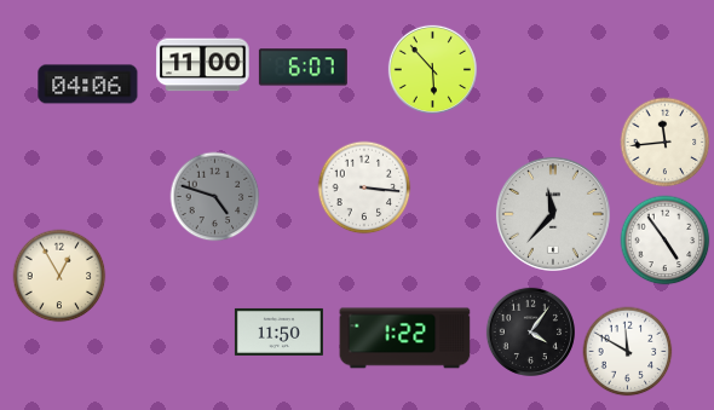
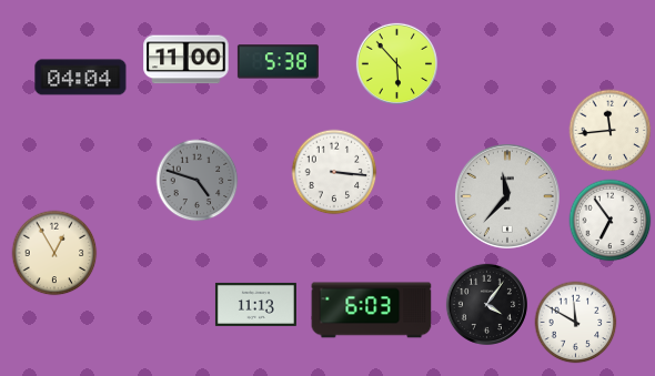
clock at (303, 68): 6:07 -> 5:38
clock at (88, 85): 04:06 -> 04:04
clock at (666, 241): 4:54 -> 6:54
clock at (278, 331): 11:50 -> 11:13
clock at (405, 339): 1:22 -> 6:03
